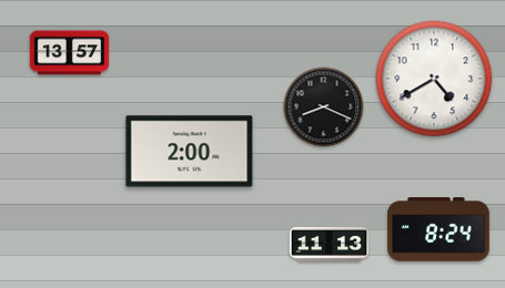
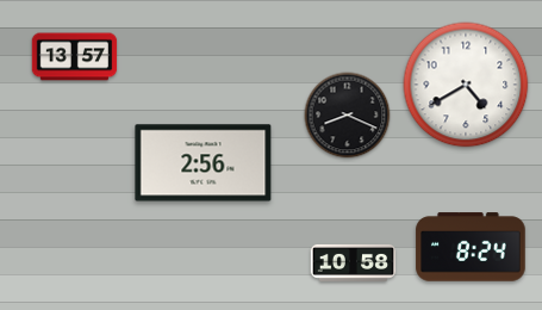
clock at (190, 152): 2:00 -> 2:56
clock at (330, 244): 11:13 -> 10:58
